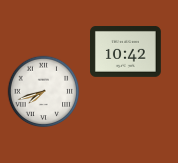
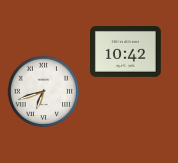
clock at (44, 92): 7:42 -> 6:42
